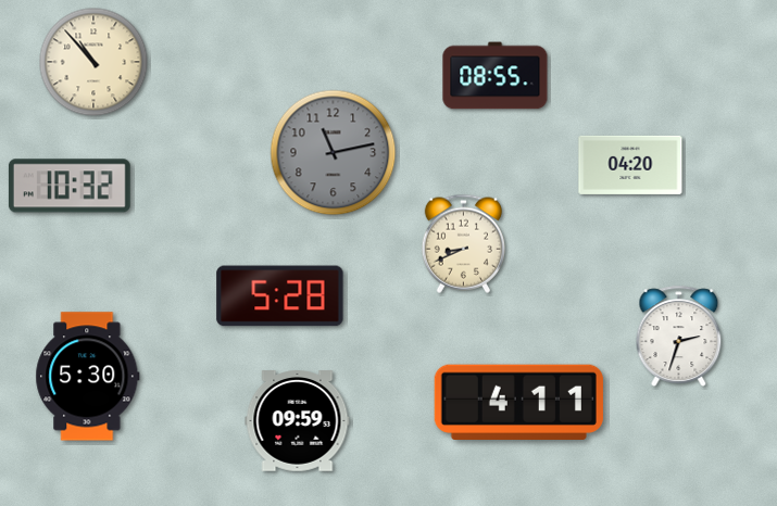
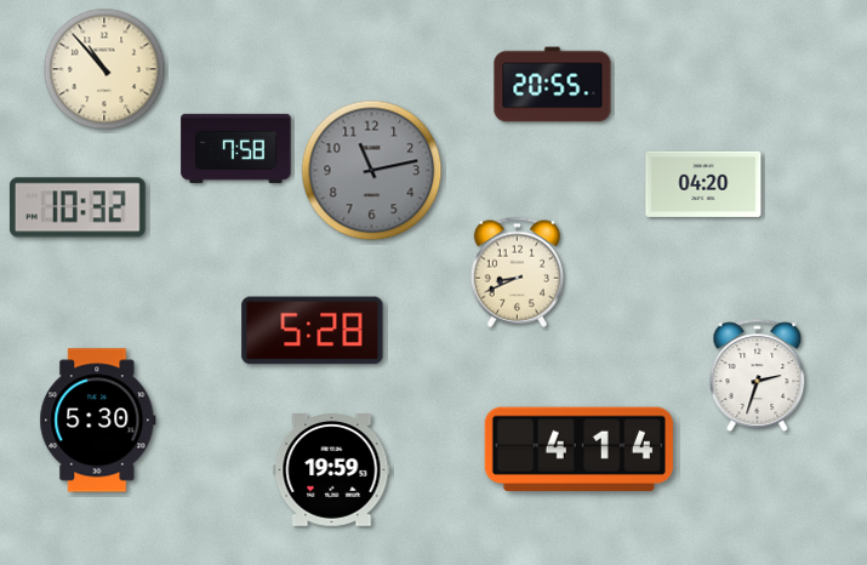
clock at (496, 76): 08:55 -> 20:55
clock at (236, 148): none -> 7:58
clock at (518, 402): 4:11 -> 4:14
clock at (298, 421): 09:59 -> 19:59
